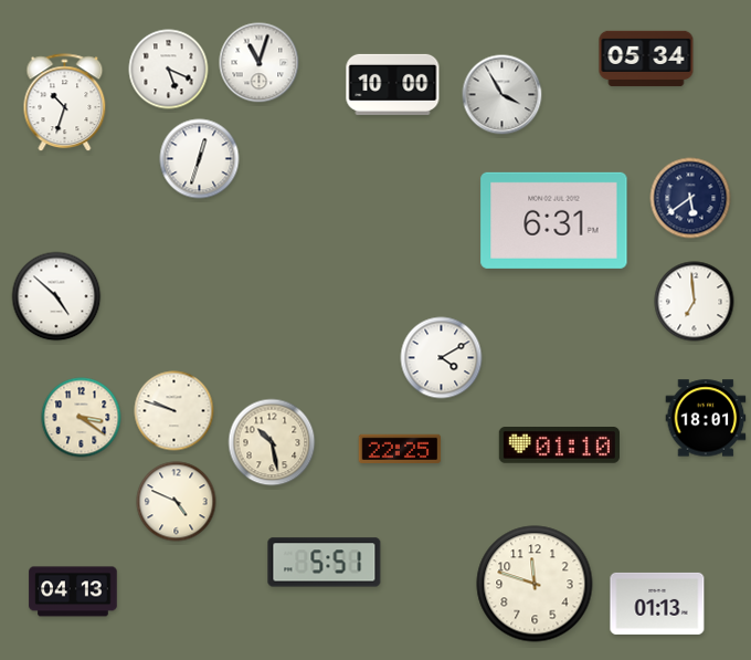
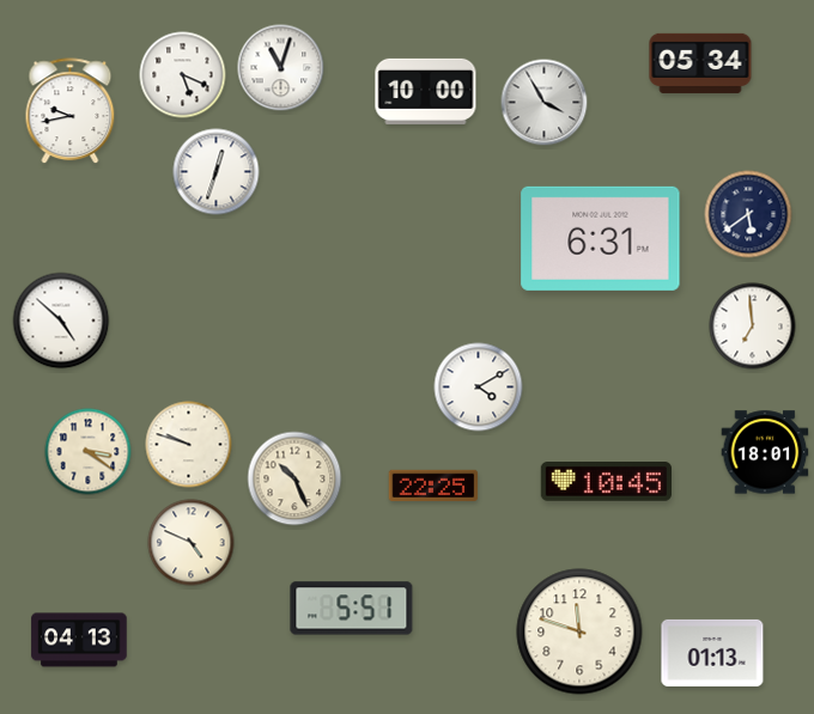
clock at (65, 103): 10:33 -> 9:43
clock at (272, 442): 10:28 -> 10:26
clock at (559, 446): 01:10 -> 10:45
